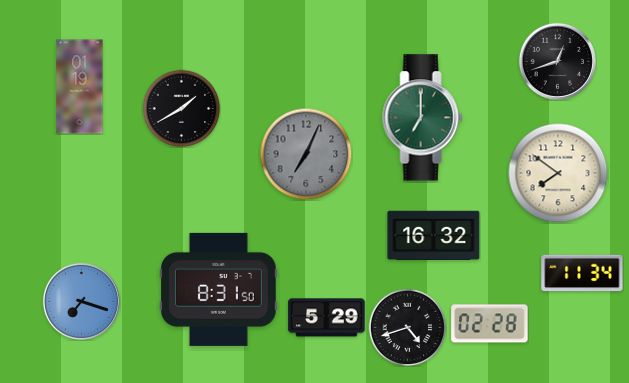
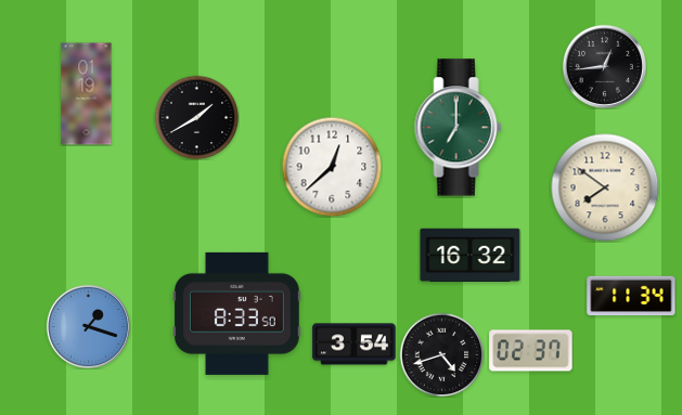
clock at (557, 61): 12:42 -> 12:44
clock at (306, 154): 7:04 -> 12:38
clock at (306, 154) dial: grey -> white
clock at (219, 289): 8:31 -> 8:33
clock at (81, 301): 7:18 -> 1:18
clock at (327, 318): 5:29 -> 3:54
clock at (490, 324): 02:28 -> 02:37
